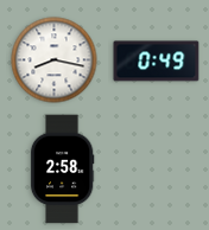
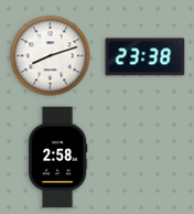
clock at (55, 60): 8:17 -> 8:12
clock at (157, 62): 0:49 -> 23:38
